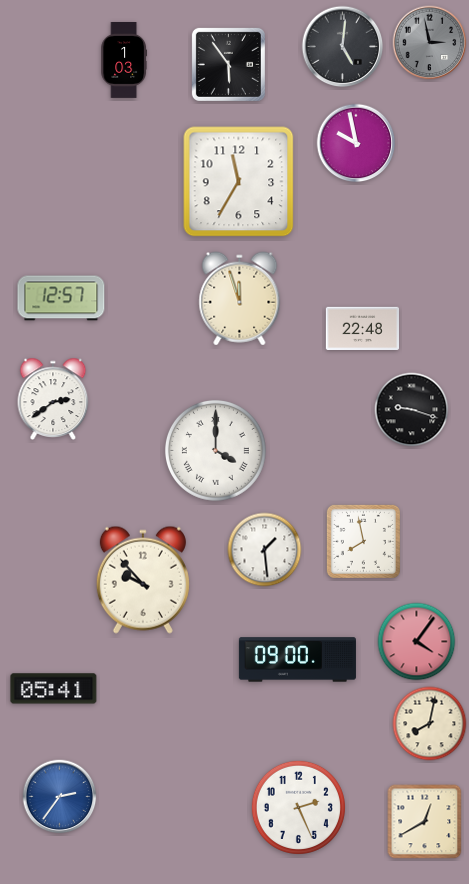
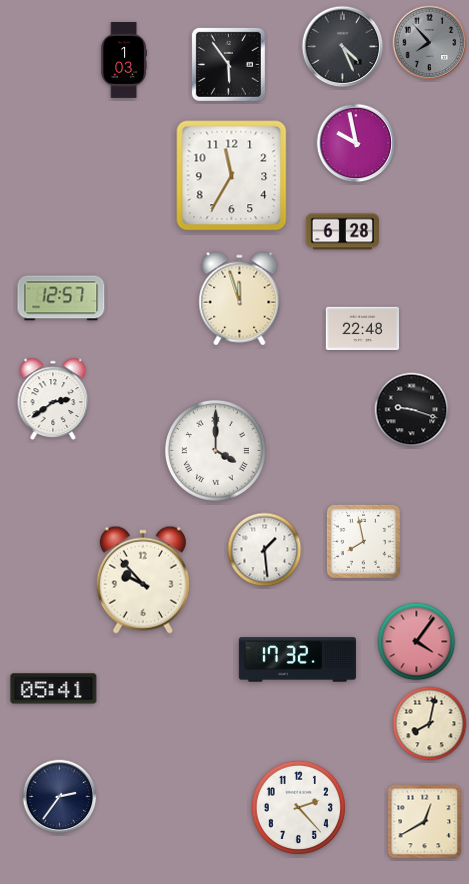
clock at (430, 43): 2:58 -> 7:53
clock at (343, 47): 5:01 -> 4:26
clock at (239, 182) position: (239, 182) -> (232, 176)
clock at (342, 232): none -> 6:28
clock at (297, 660): 09:00 -> 17:32
clock at (60, 797) dial: blue -> navy
clock at (298, 807): 2:26 -> 2:23
